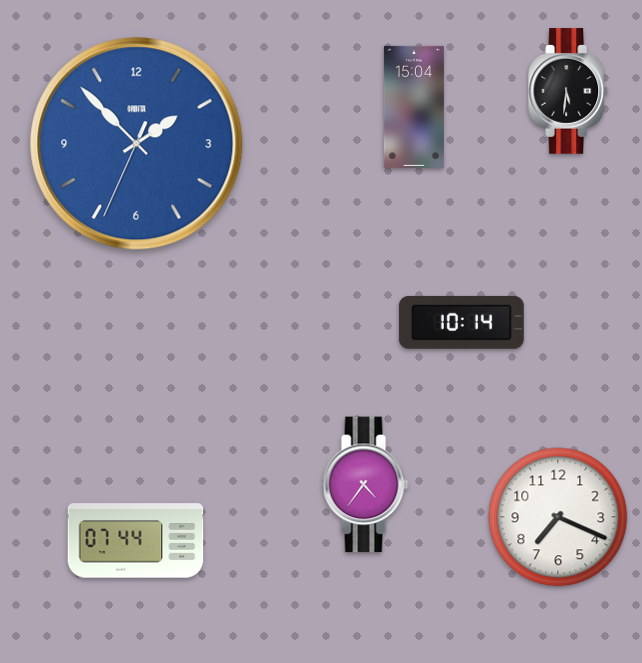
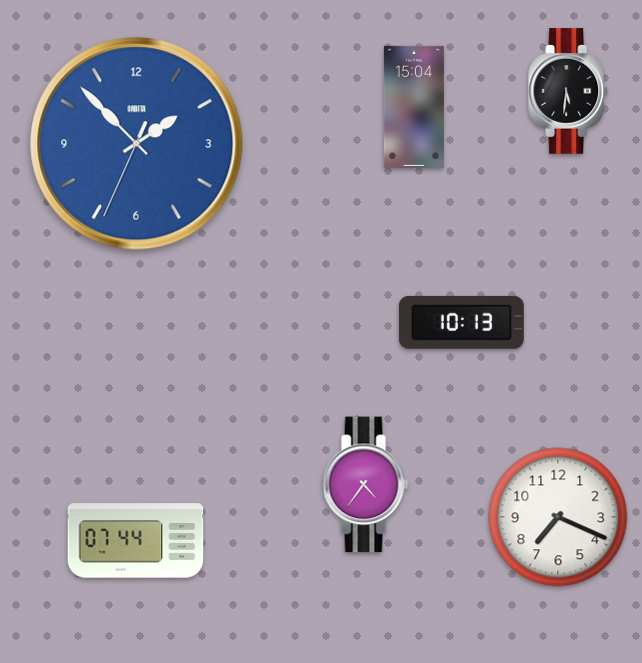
clock at (461, 322): 10:14 -> 10:13
